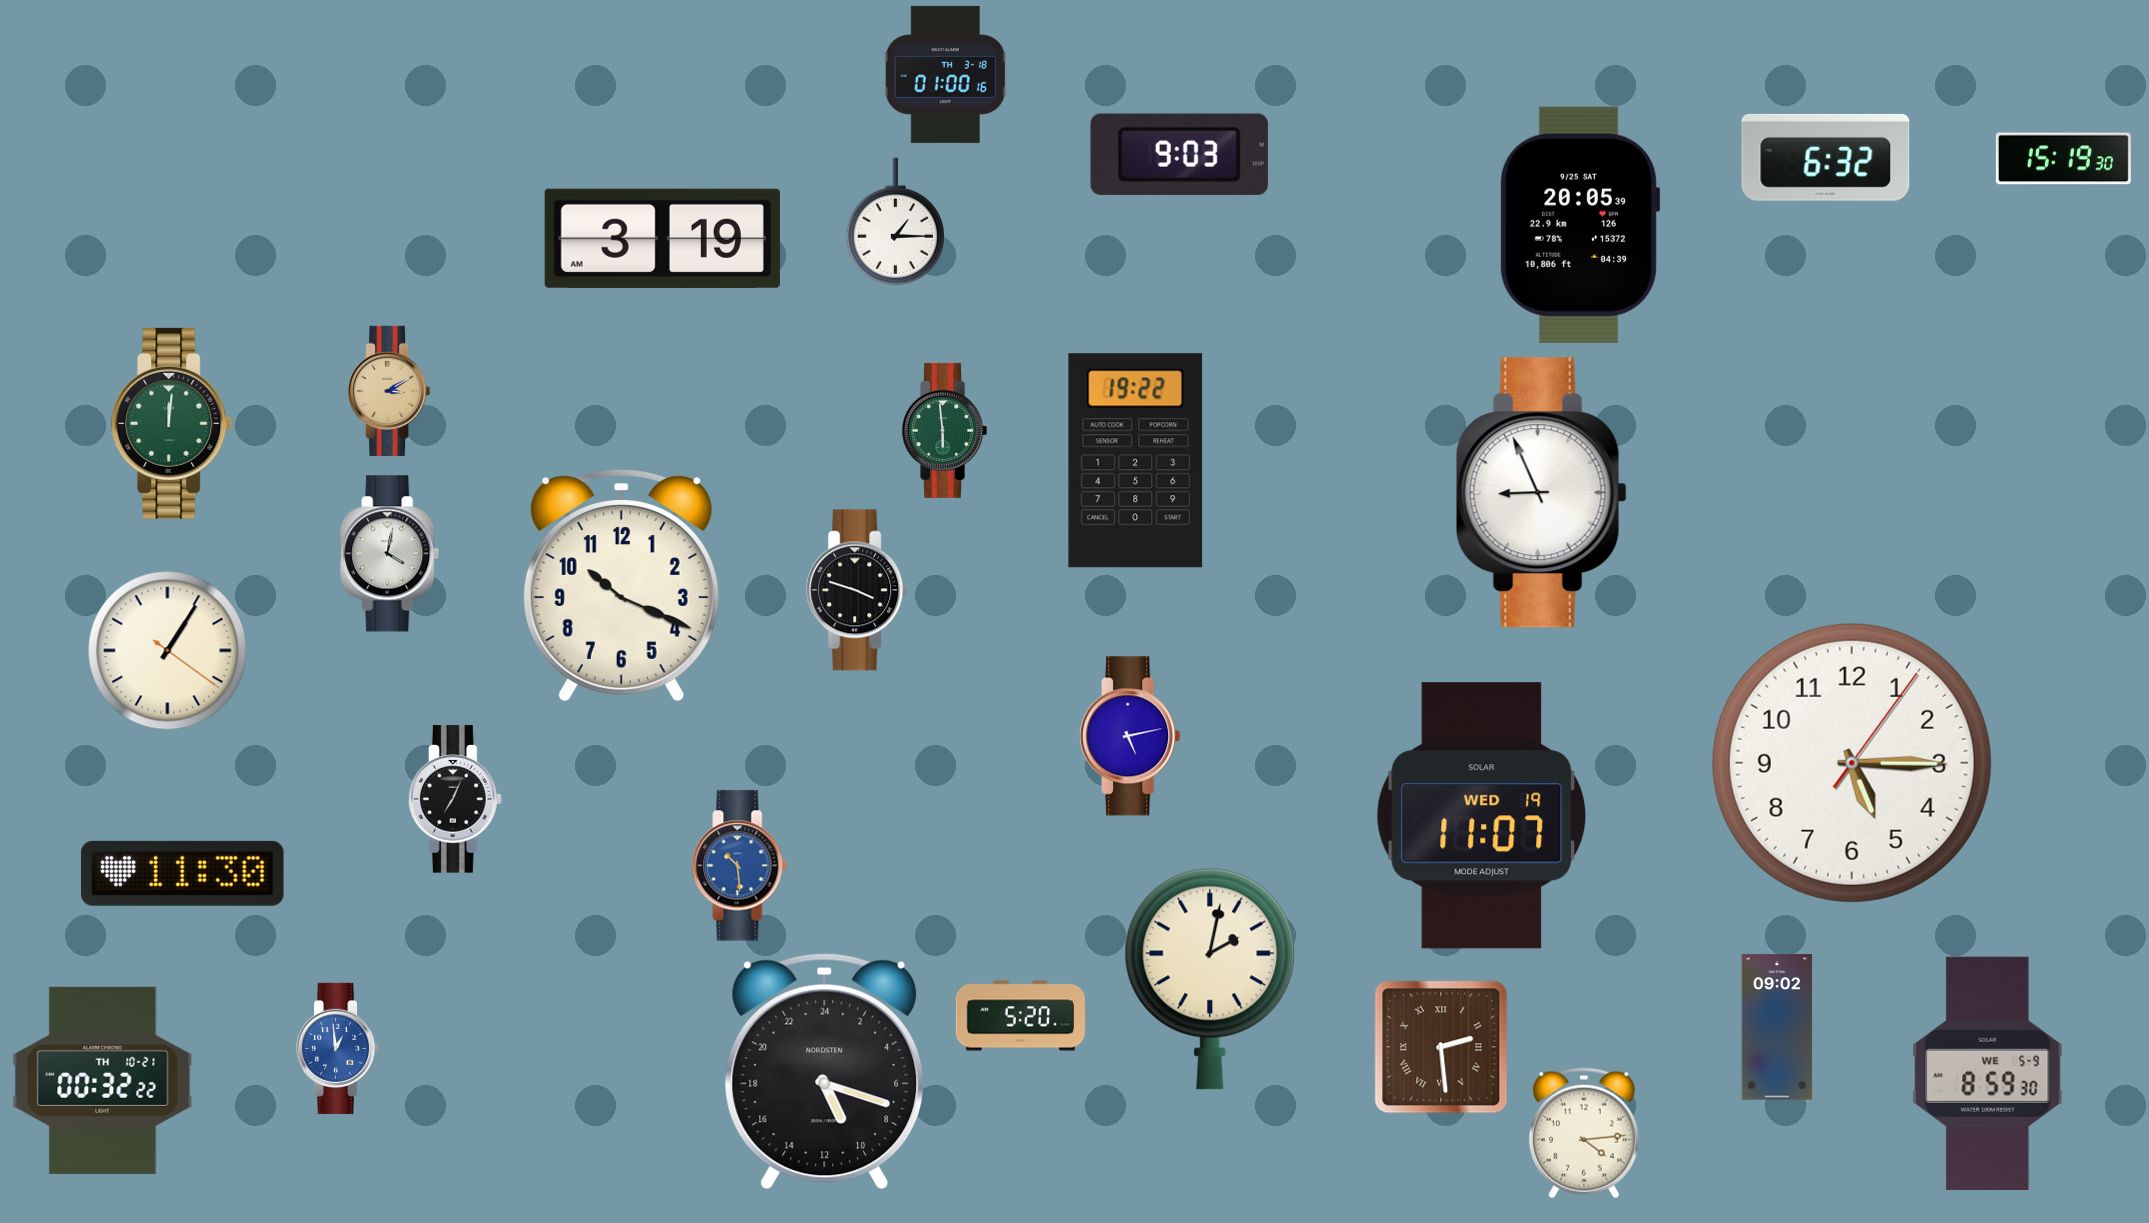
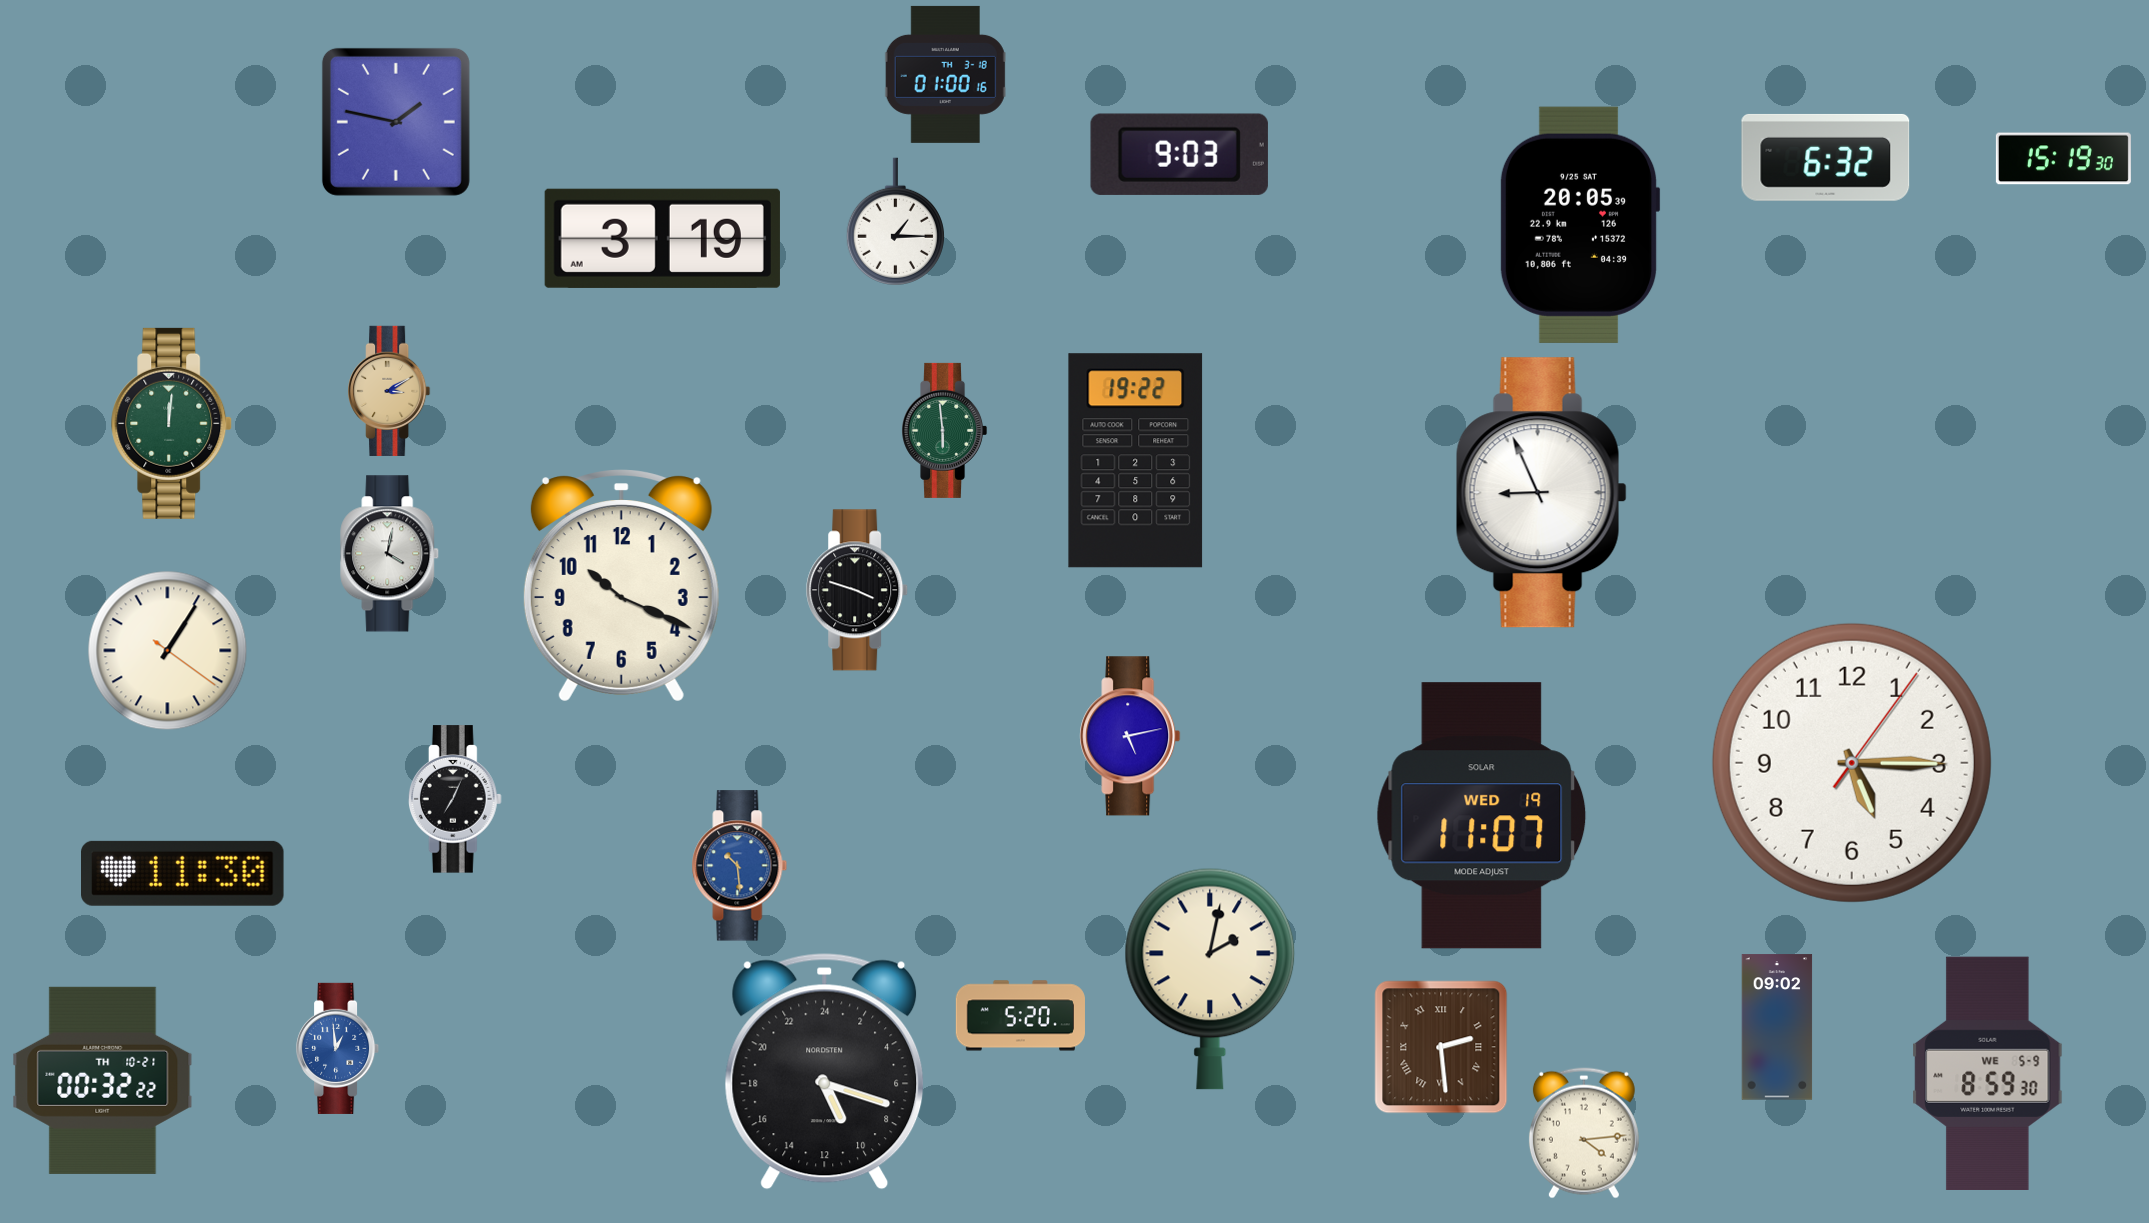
clock at (396, 122): none -> 1:47
